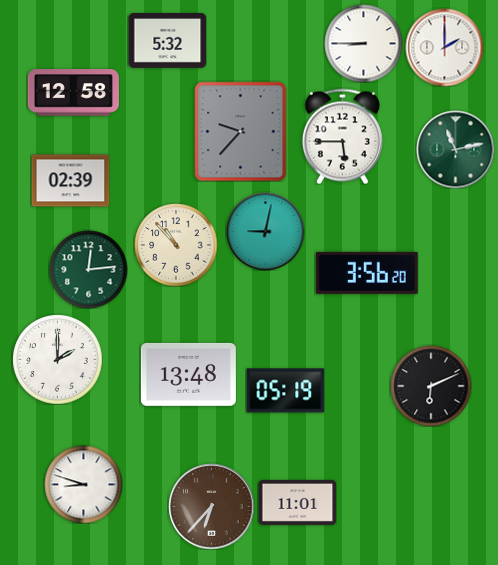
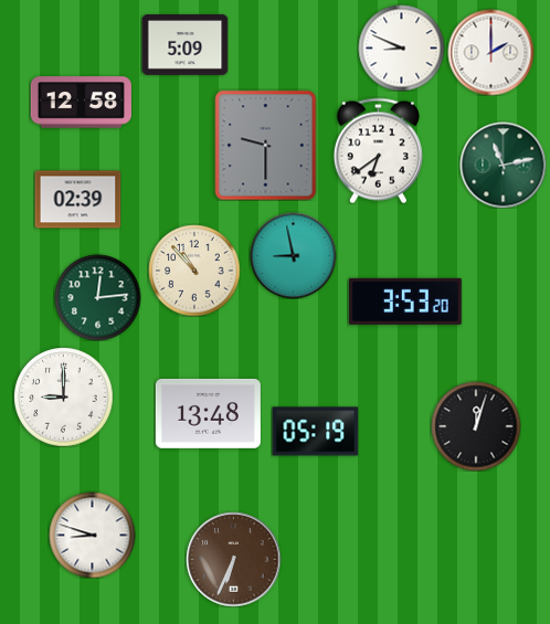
clock at (167, 41): 5:32 -> 5:09
clock at (363, 43): 8:45 -> 8:49
clock at (241, 131): 9:37 -> 9:30
clock at (342, 136): 5:45 -> 6:39
clock at (265, 231): 9:02 -> 8:58
clock at (367, 273): 3:56 -> 3:53
clock at (57, 359): 2:00 -> 9:00
clock at (431, 386): 6:11 -> 12:03
clock at (297, 502): 11:01 -> none
clock at (211, 506): 6:37 -> 6:34
